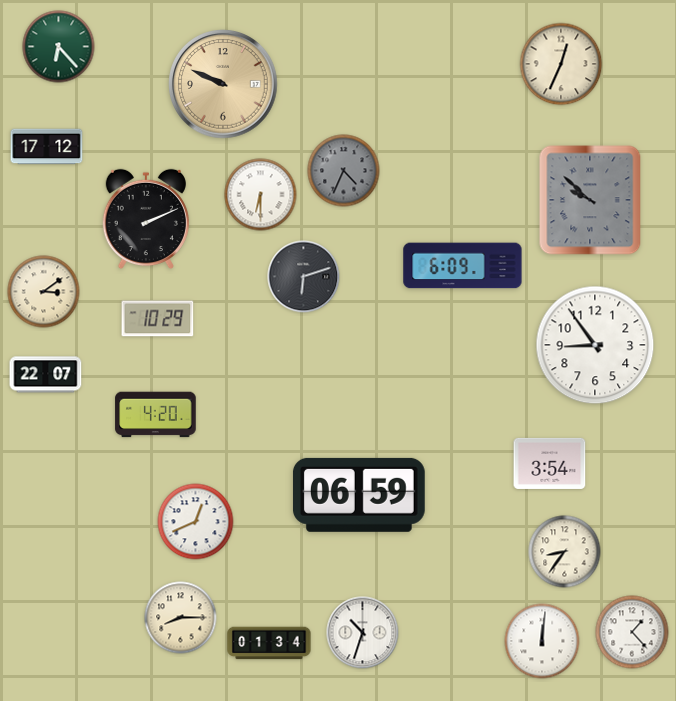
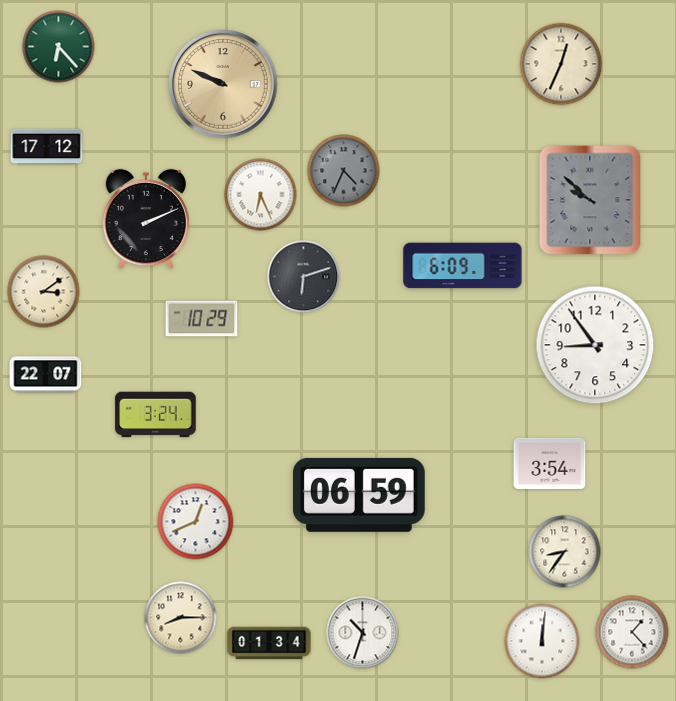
clock at (261, 195): 6:30 -> 6:26
clock at (158, 319) position: (158, 319) -> (202, 319)
clock at (156, 415): 4:20 -> 3:24
